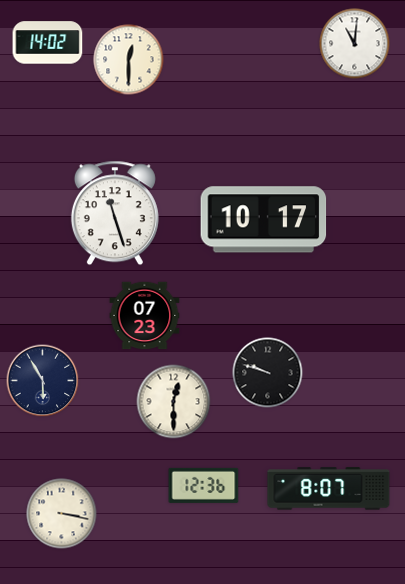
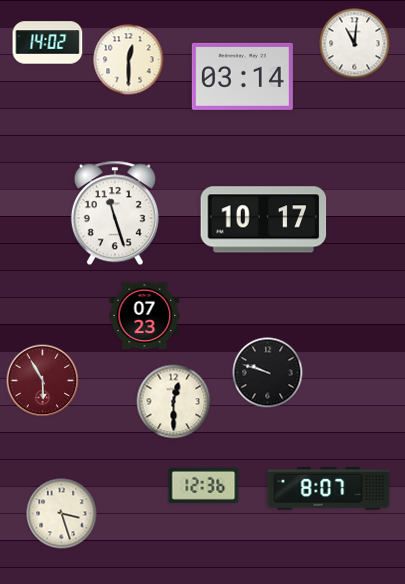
clock at (242, 76): none -> 03:14
clock at (43, 381) dial: navy -> burgundy
clock at (62, 514): 3:17 -> 3:27
